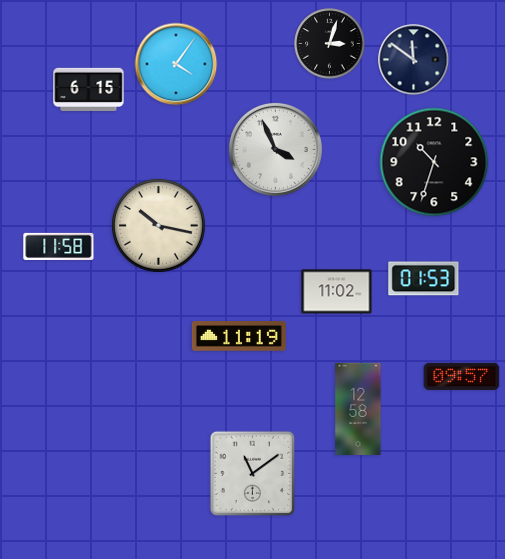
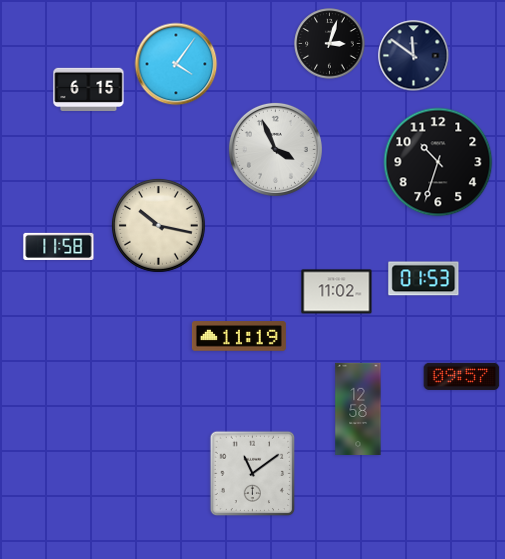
clock at (414, 60) position: (414, 60) -> (414, 56)
clock at (434, 162) position: (434, 162) -> (438, 162)
